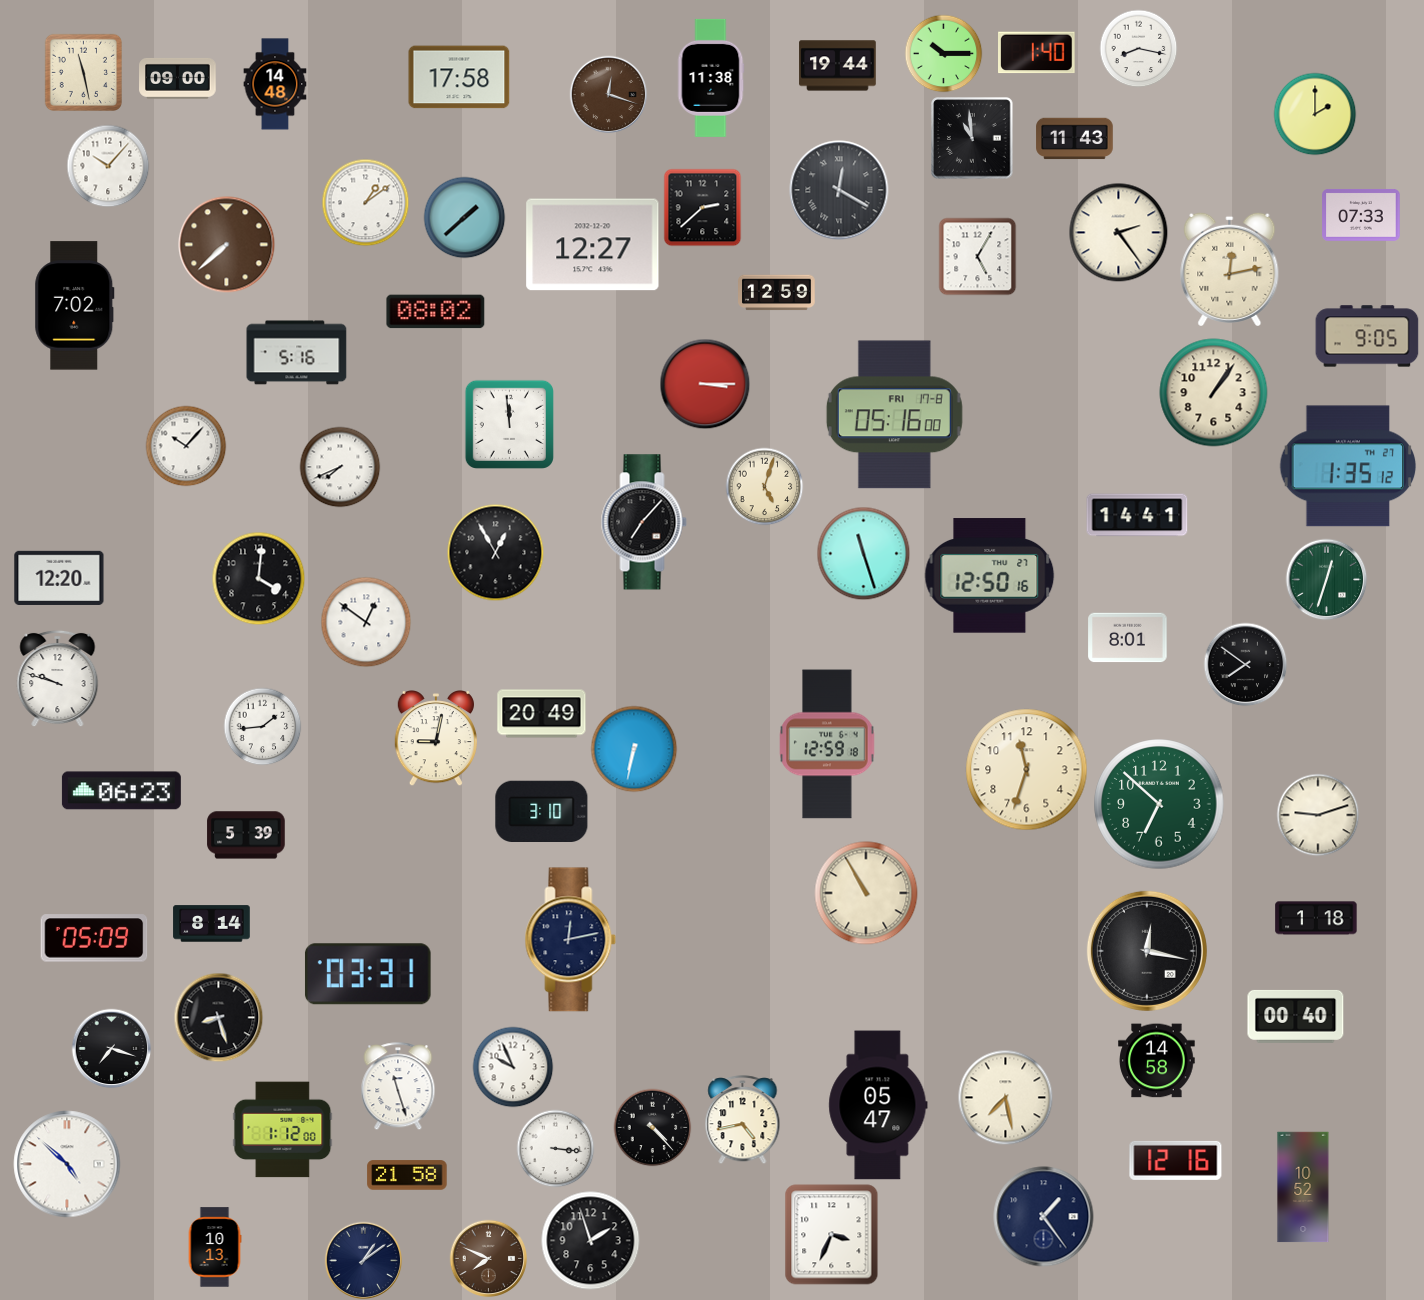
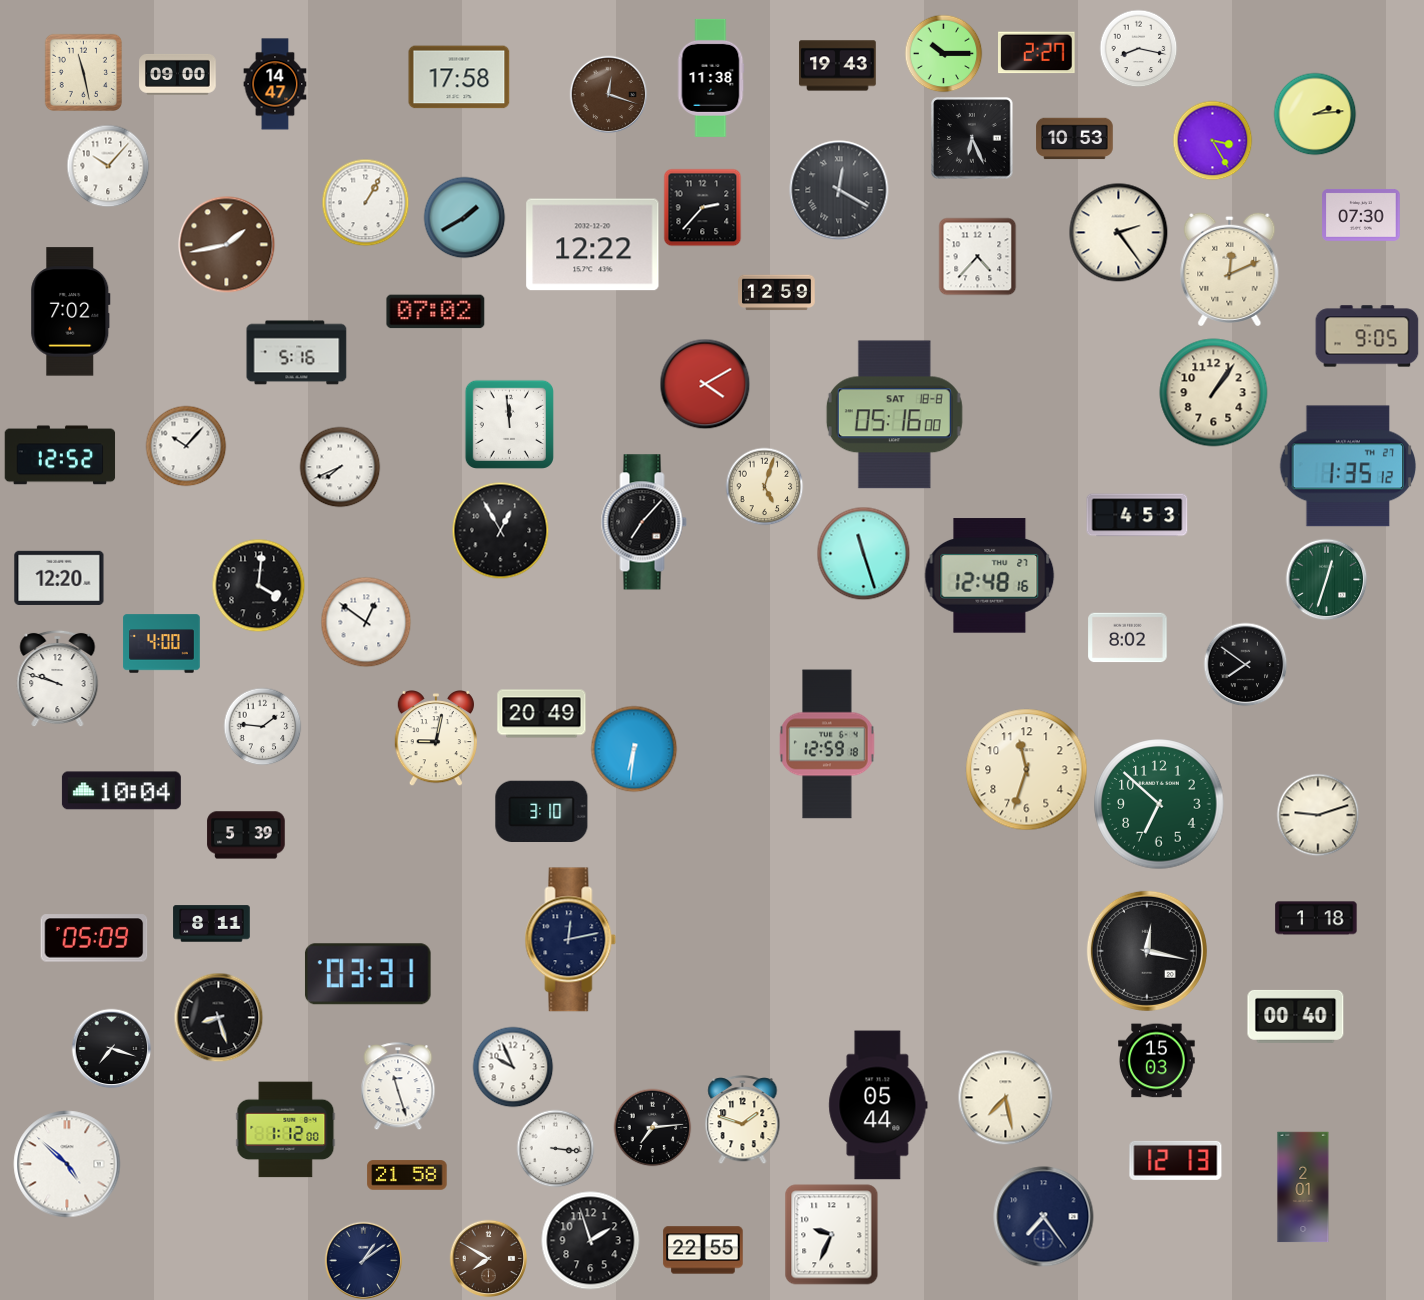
clock at (1037, 53): 1:40 -> 2:27
clock at (838, 66): 19:44 -> 19:43
clock at (178, 78) position: (178, 78) -> (178, 74)
clock at (275, 84): 14:48 -> 14:47
clock at (1315, 114): 2:00 -> 2:14
clock at (972, 138): 10:59 -> 6:26
clock at (1075, 139): 11:43 -> 10:53
clock at (1212, 140): none -> 3:25
clock at (365, 202): 1:09 -> 1:05
clock at (702, 207): 2:38 -> 2:37
clock at (1361, 215): 07:33 -> 07:30
clock at (464, 217): 1:38 -> 1:40
clock at (227, 245): 7:38 -> 1:43
clock at (593, 245): 12:27 -> 12:22
clock at (977, 256): 5:05 -> 4:37
clock at (1230, 269): 12:13 -> 12:11
clock at (75, 306) position: (75, 306) -> (71, 312)
clock at (436, 312): 08:02 -> 07:02
clock at (705, 384): 3:15 -> 4:10
clock at (894, 415) date: FRI 17-8 -> SAT 18-8
clock at (60, 455): none -> 12:52
clock at (1137, 515): 14:41 -> 4:53
clock at (495, 552) position: (495, 552) -> (500, 530)
clock at (990, 576): 12:50 -> 12:48
clock at (258, 578) position: (258, 578) -> (258, 585)
clock at (1128, 638): 8:01 -> 8:02
clock at (162, 644): none -> 4:00
clock at (262, 726): 1:44 -> 1:46
clock at (634, 749): 6:32 -> 6:31
clock at (121, 791): 06:23 -> 10:04
clock at (866, 893): 10:55 -> none
clock at (212, 924): 8:14 -> 8:11
clock at (1157, 1061): 14:58 -> 15:03
clock at (878, 1105): 05:47 -> 05:44
clock at (743, 1120): 4:43 -> 1:48
clock at (652, 1127): 4:23 -> 7:14
clock at (283, 1130) position: (283, 1130) -> (286, 1130)
clock at (1176, 1160): 12:16 -> 12:13
clock at (1303, 1187): 10:52 -> 2:01
clock at (1044, 1217): 1:24 -> 7:24
clock at (832, 1235): 3:34 -> 9:34
clock at (215, 1247): 10:13 -> none
clock at (703, 1250): none -> 22:55
clock at (488, 1258): 7:49 -> 7:50
